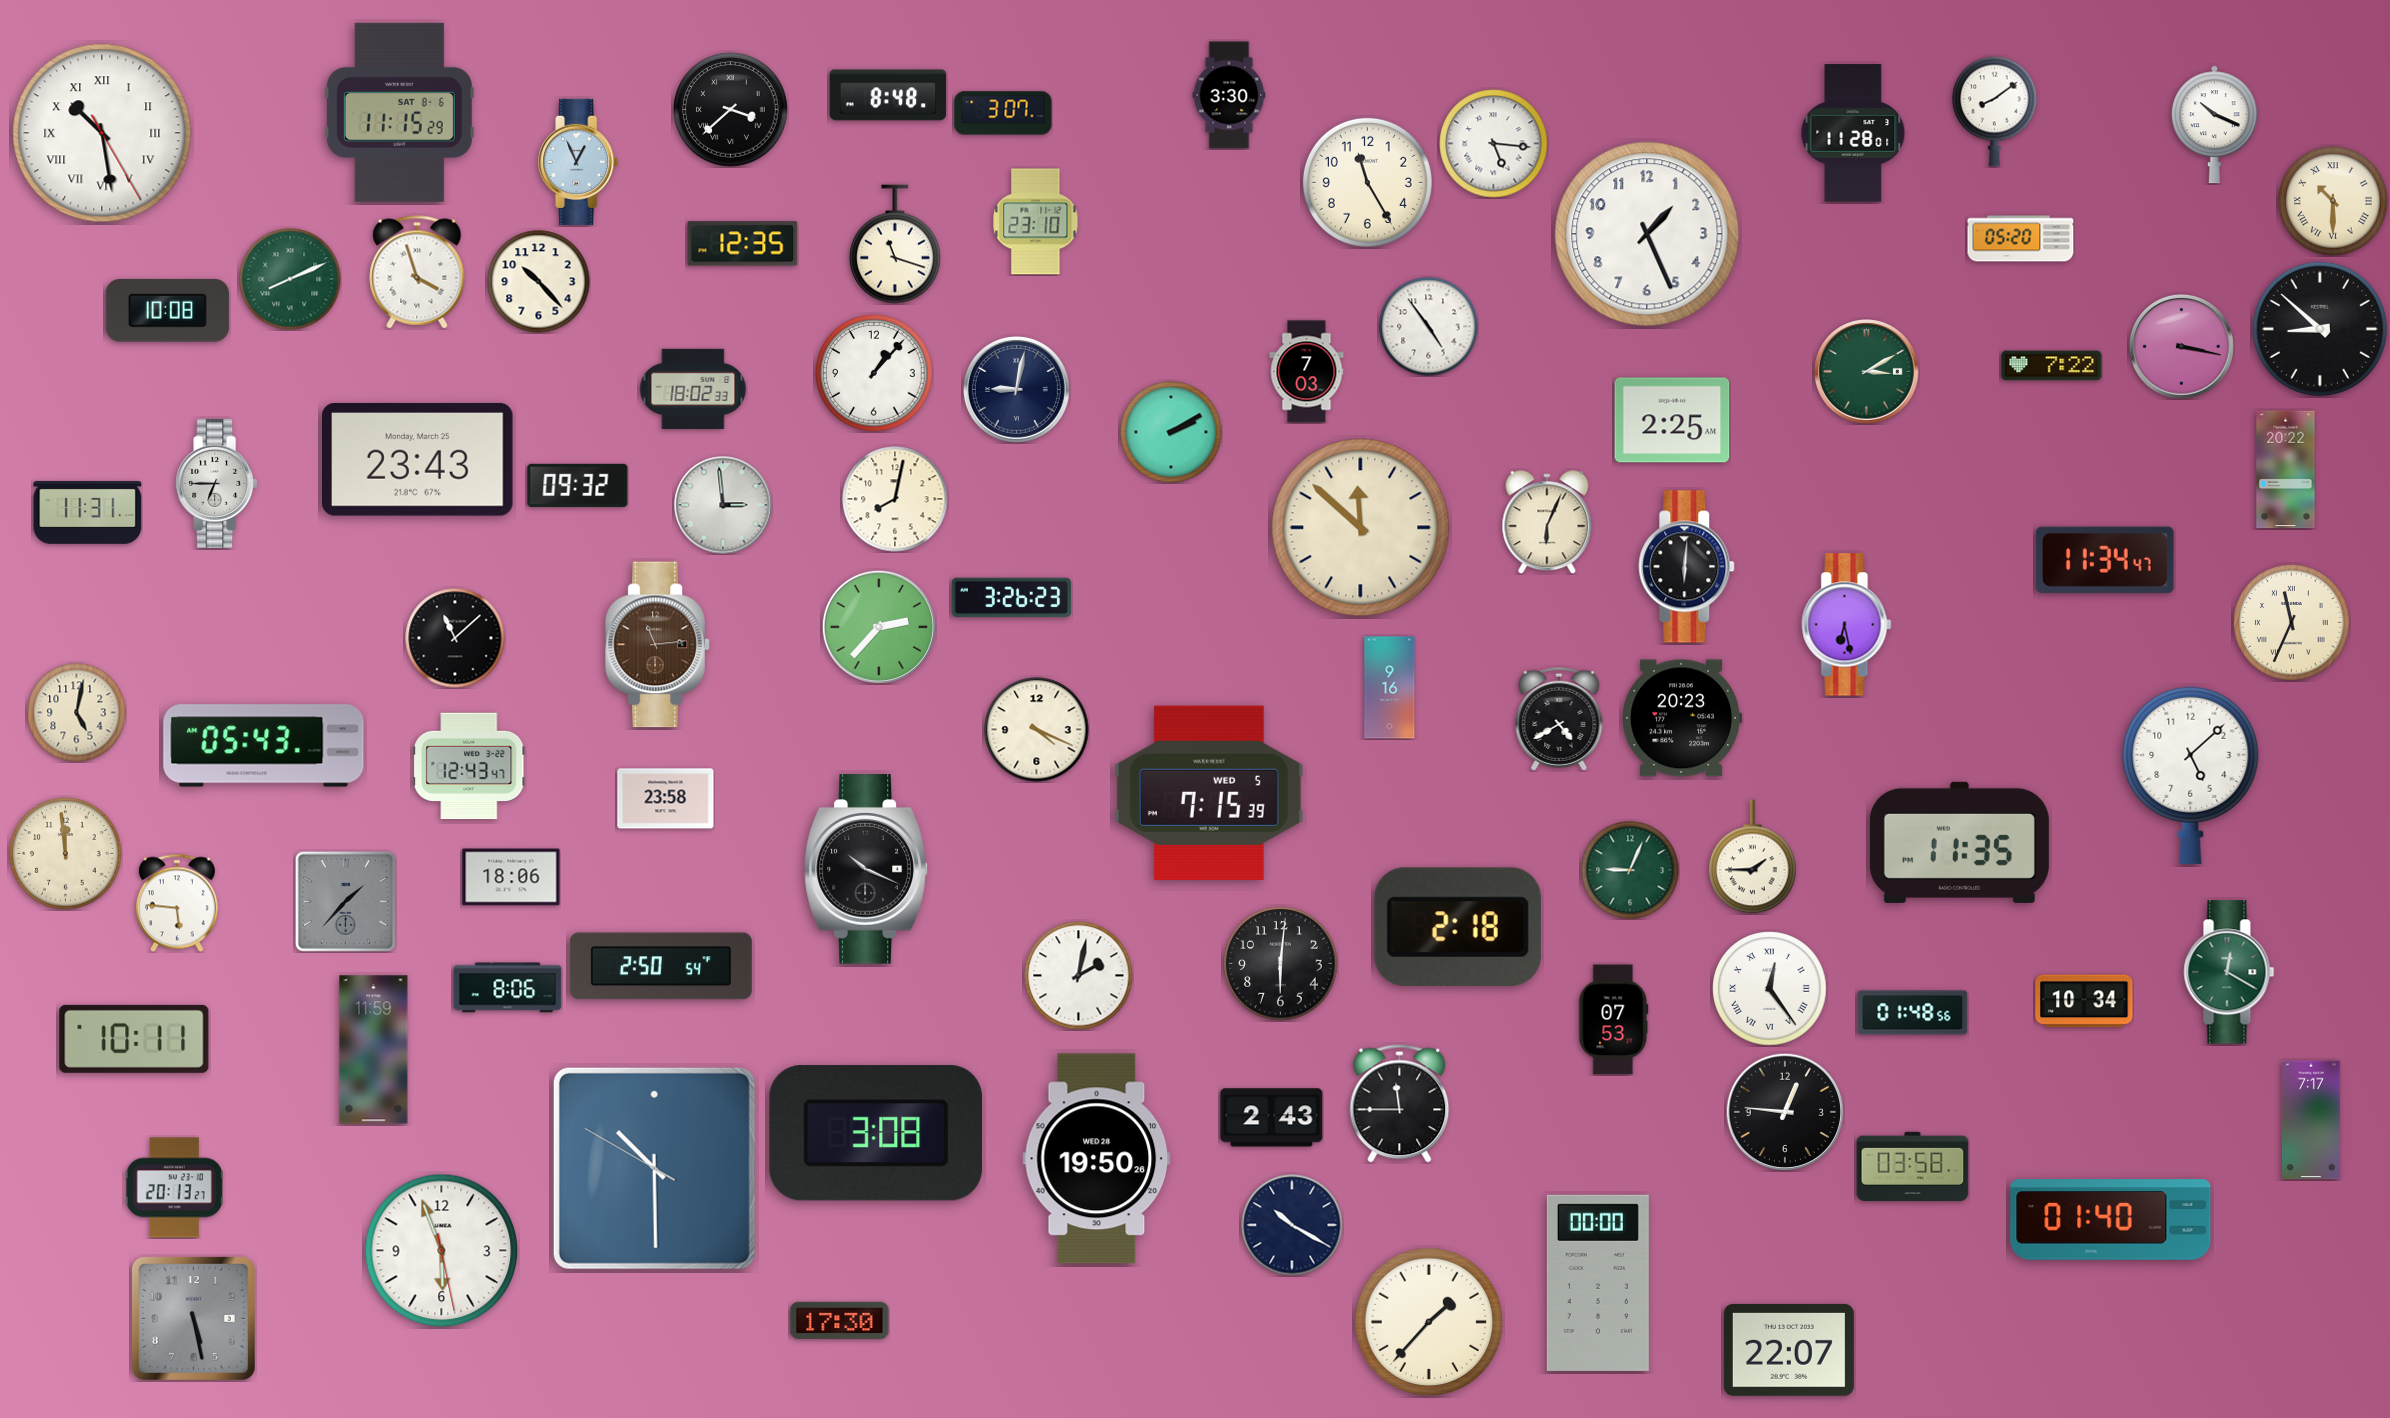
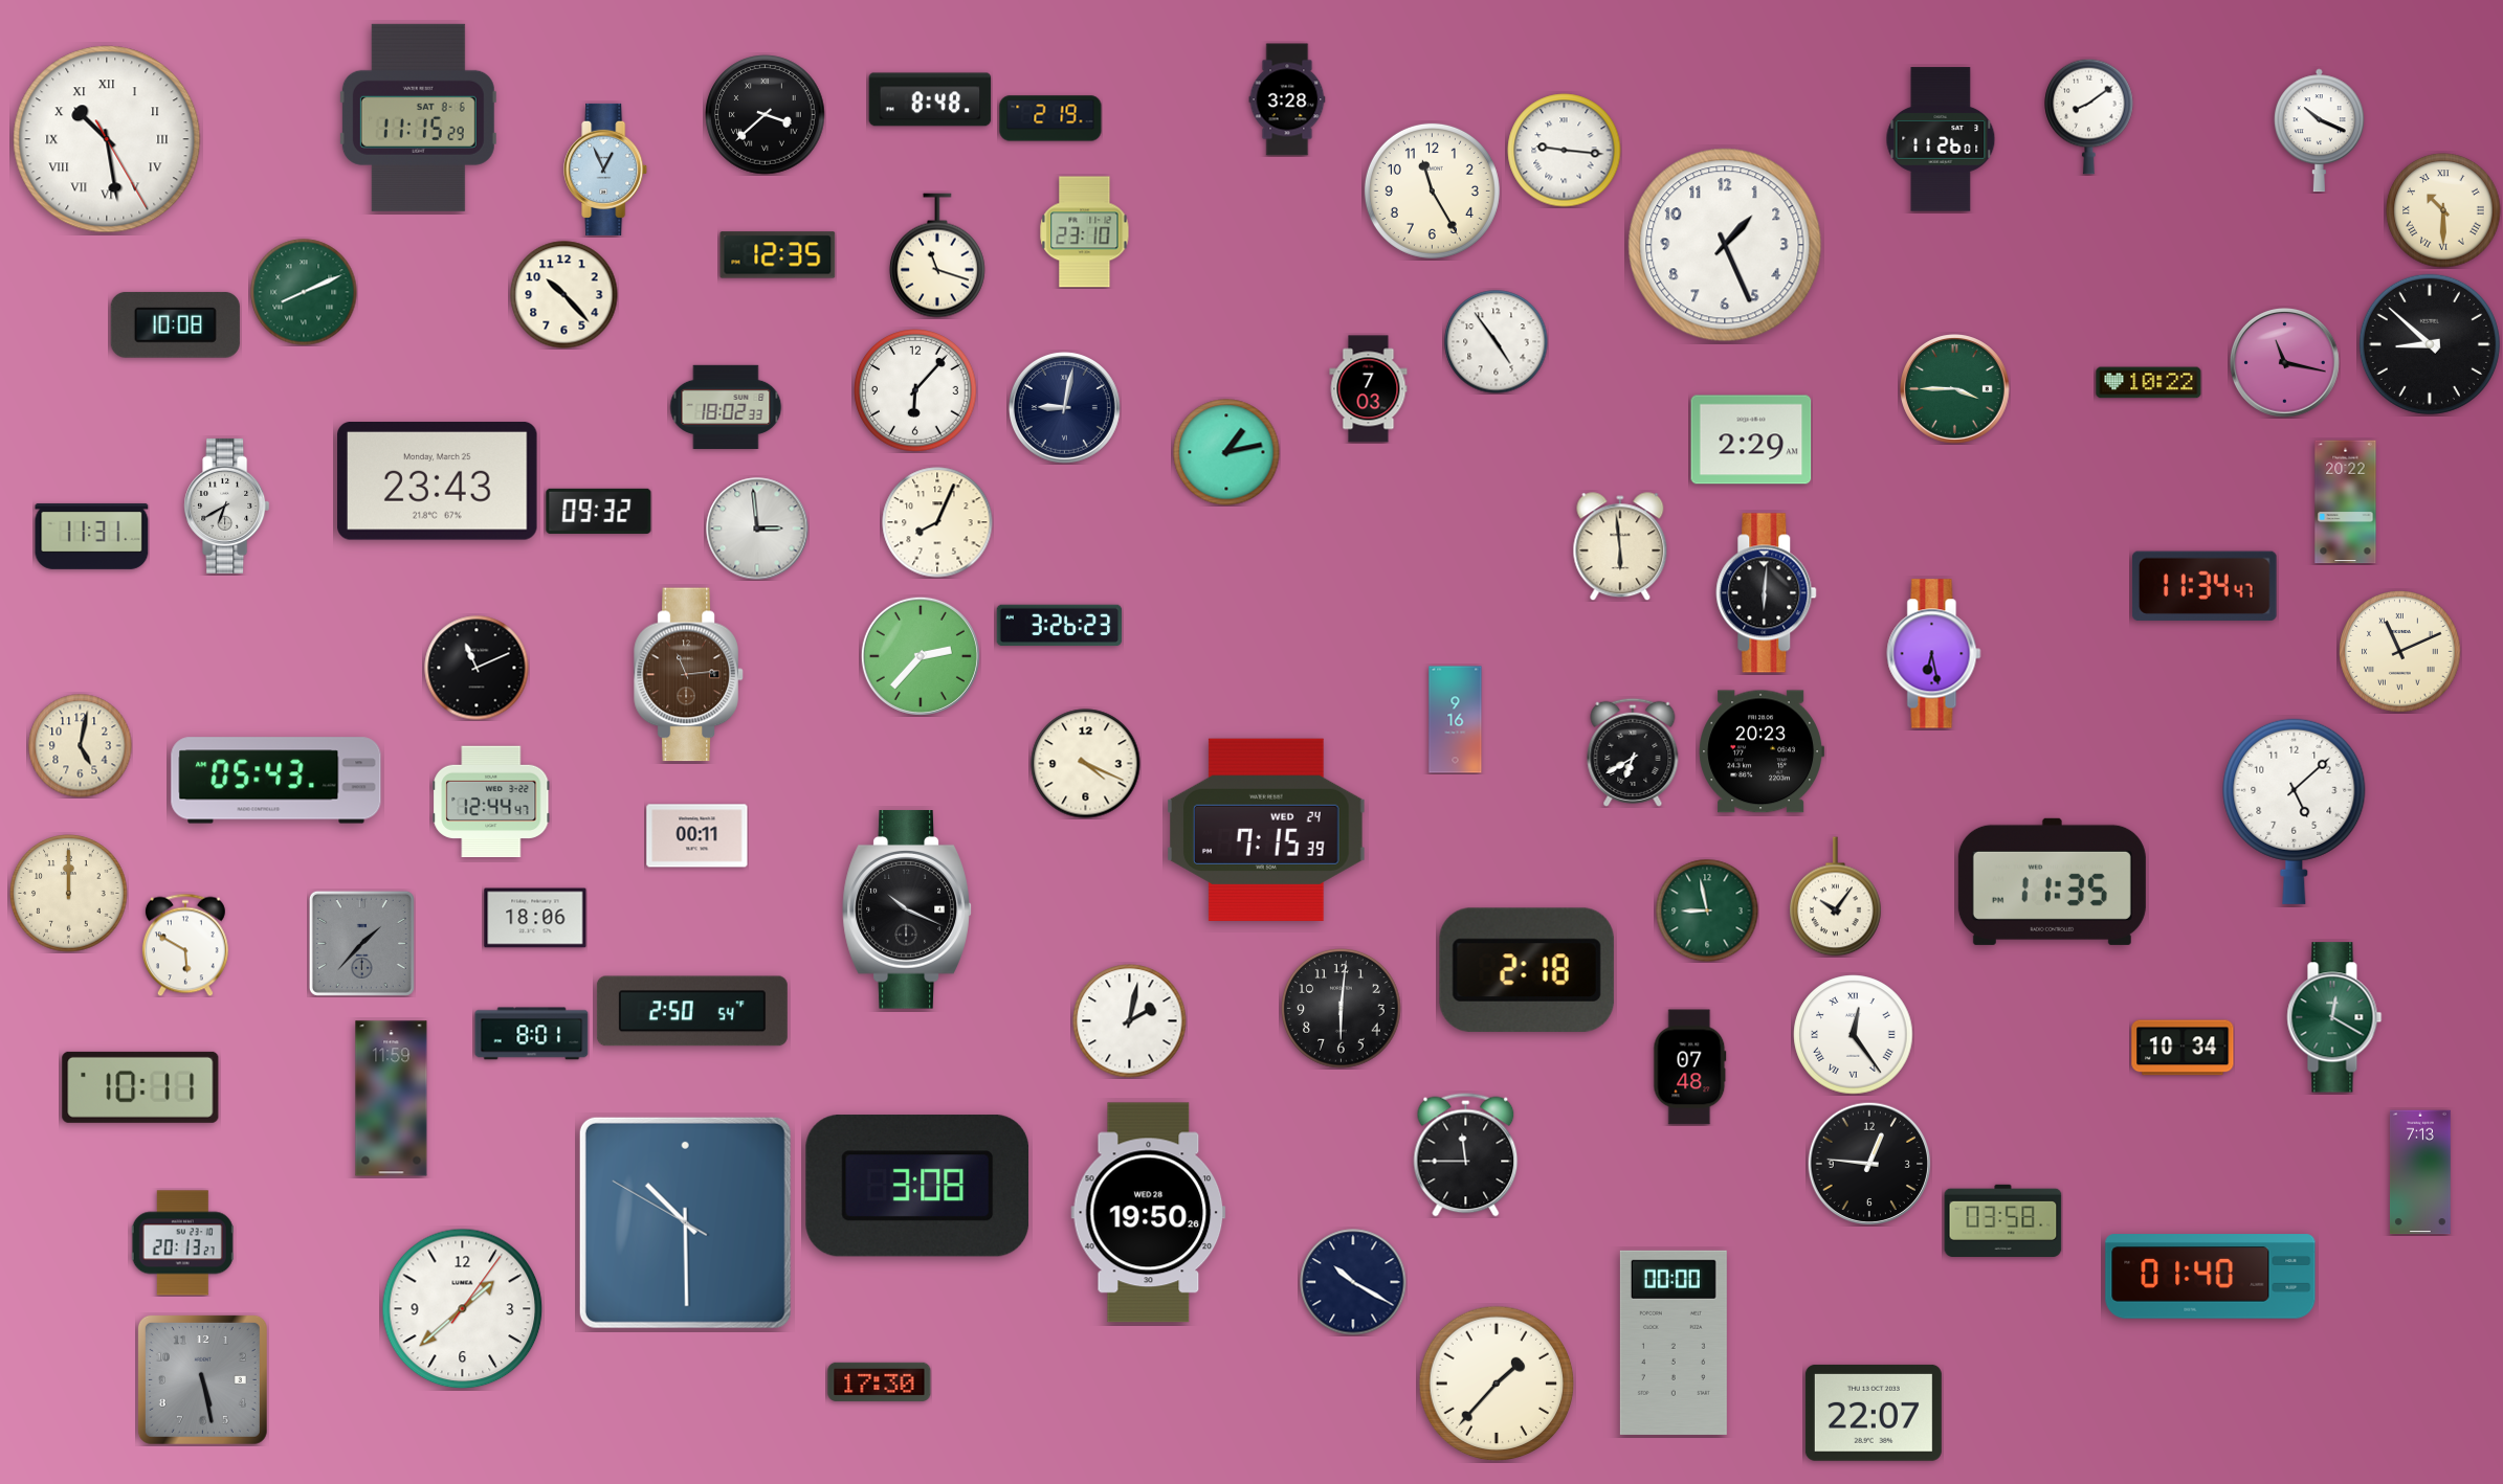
clock at (1229, 95): 3:30 -> 3:28
clock at (1003, 113): 3:07 -> 2:19
clock at (1853, 133): 11:28 -> 11:26
clock at (1494, 144): 5:16 -> 9:16
clock at (2021, 239): 05:20 -> none
clock at (417, 272): 3:57 -> none
clock at (2182, 347): 3:17 -> 11:17
clock at (2052, 366): 7:22 -> 10:22
clock at (1867, 372): 3:10 -> 3:45
clock at (874, 373): 1:07 -> 6:07
clock at (1672, 420): 2:25 -> 2:29
clock at (1171, 432): 2:10 -> 1:13
clock at (2286, 470) position: (2286, 470) -> (2346, 502)
clock at (217, 483): 6:45 -> 6:40
clock at (578, 485) position: (578, 485) -> (599, 511)
clock at (895, 499): 8:02 -> 8:04
clock at (1547, 522): 6:04 -> 5:59
clock at (1361, 528): 11:52 -> none
clock at (2292, 623): 11:34 -> 11:11
clock at (455, 638): 11:08 -> 11:11
clock at (1559, 719): 4:40 -> 6:40
clock at (469, 766): 12:43 -> 12:44
clock at (1210, 793) date: WED 5 -> WED 24
clock at (666, 799): 23:58 -> 00:11
clock at (66, 854): 11:59 -> 12:00
clock at (1753, 857): 1:45 -> 10:06
clock at (1630, 870): 9:04 -> 8:58
clock at (177, 903): 5:46 -> 5:50
clock at (508, 988): 8:06 -> 8:01
clock at (1913, 1013): 01:48 -> none
clock at (1614, 1020): 07:53 -> 07:48
clock at (1272, 1118): 2:43 -> none
clock at (2312, 1120): 7:17 -> 7:13
clock at (442, 1251): 5:56 -> 1:38
